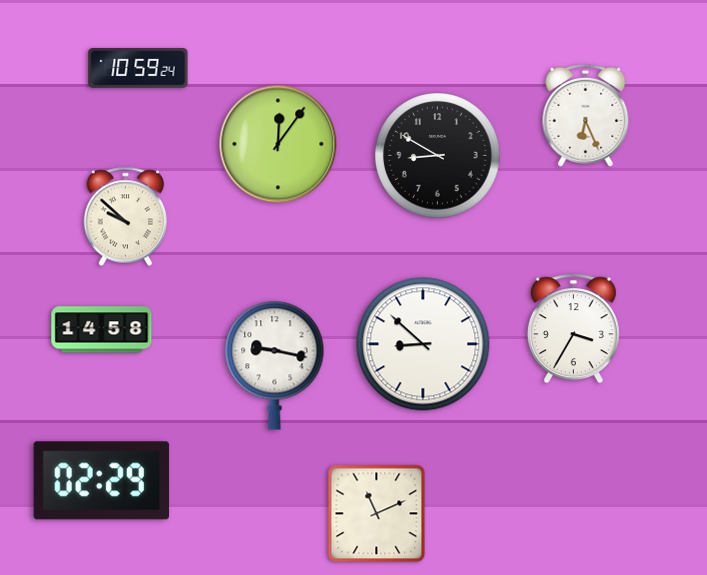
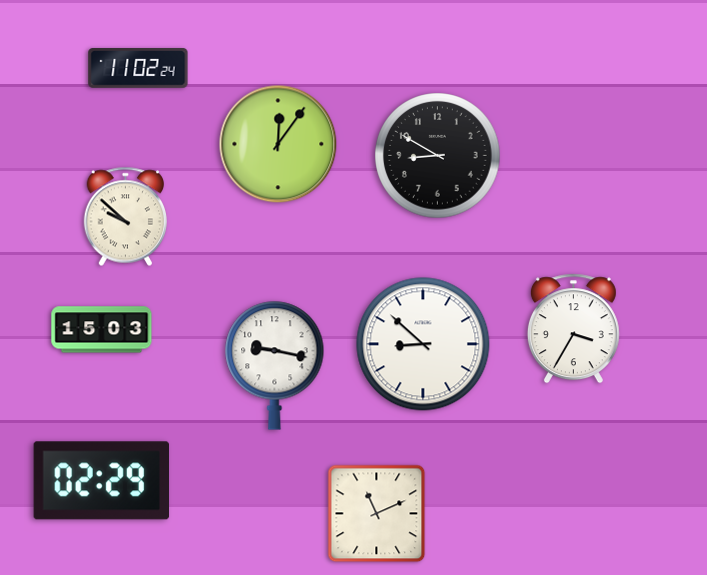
clock at (138, 69): 10:59 -> 11:02
clock at (586, 115): 6:26 -> none
clock at (102, 330): 14:58 -> 15:03
